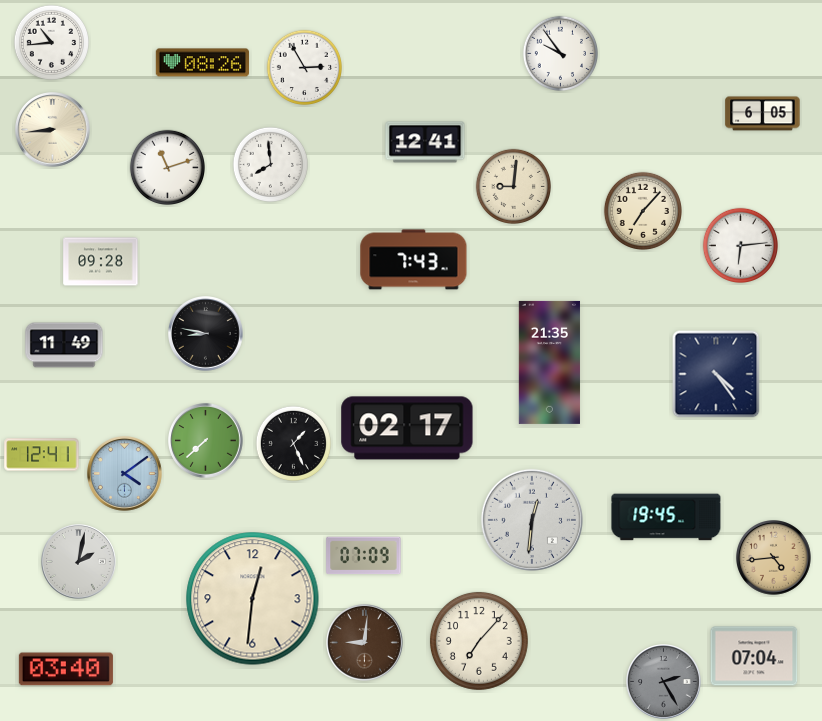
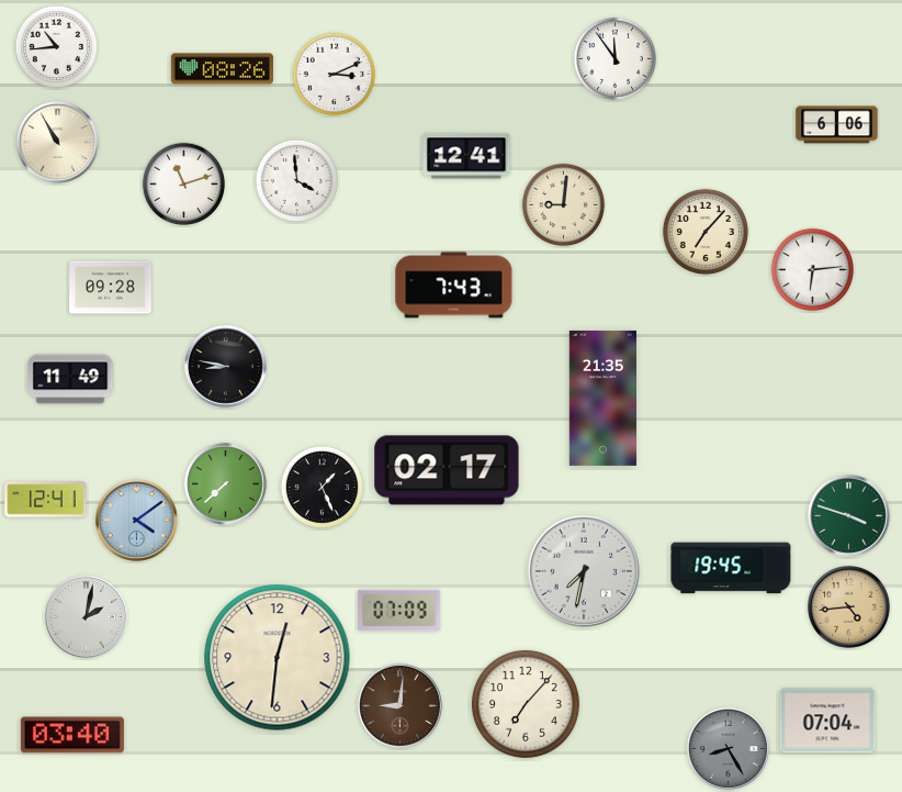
clock at (560, 53): 9:54 -> 11:54
clock at (304, 67): 2:55 -> 3:11
clock at (763, 114): 6:05 -> 6:06
clock at (53, 130): 8:44 -> 10:55
clock at (270, 164): 7:59 -> 3:59
clock at (716, 374): 4:24 -> none
clock at (849, 516): none -> 3:48
clock at (532, 520): 12:31 -> 7:32
clock at (774, 558) position: (774, 558) -> (849, 607)
clock at (664, 682): 2:25 -> 8:25
